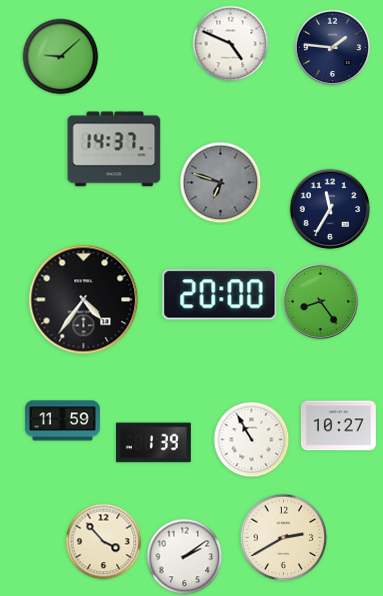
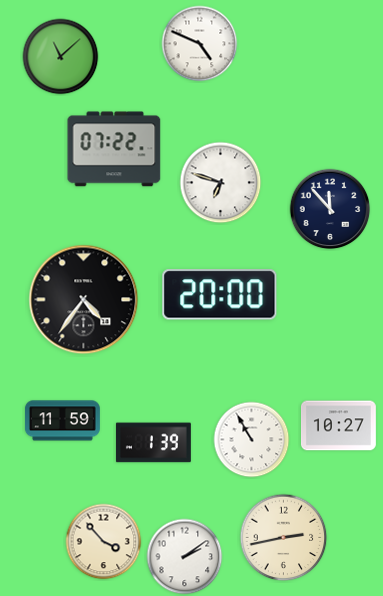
clock at (231, 44) position: (231, 44) -> (200, 44)
clock at (333, 48): 1:46 -> none
clock at (61, 57): 9:08 -> 11:08
clock at (114, 149): 14:37 -> 07:22
clock at (221, 183) dial: grey -> white
clock at (330, 209): 11:35 -> 11:53
clock at (321, 302): 8:24 -> none
clock at (284, 538): 2:40 -> 2:43
